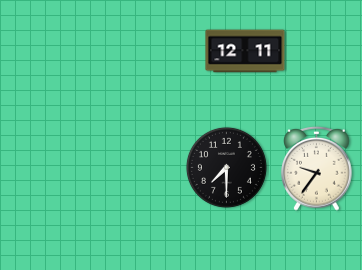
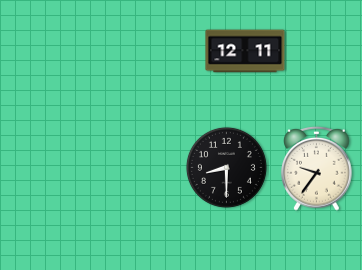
clock at (226, 167): 7:30 -> 8:30
